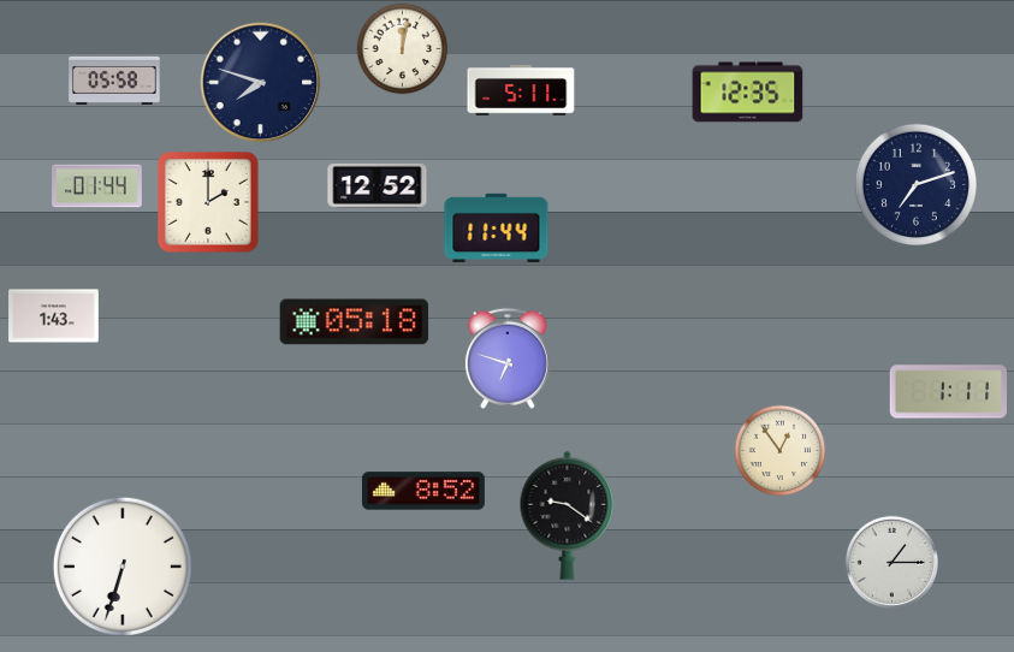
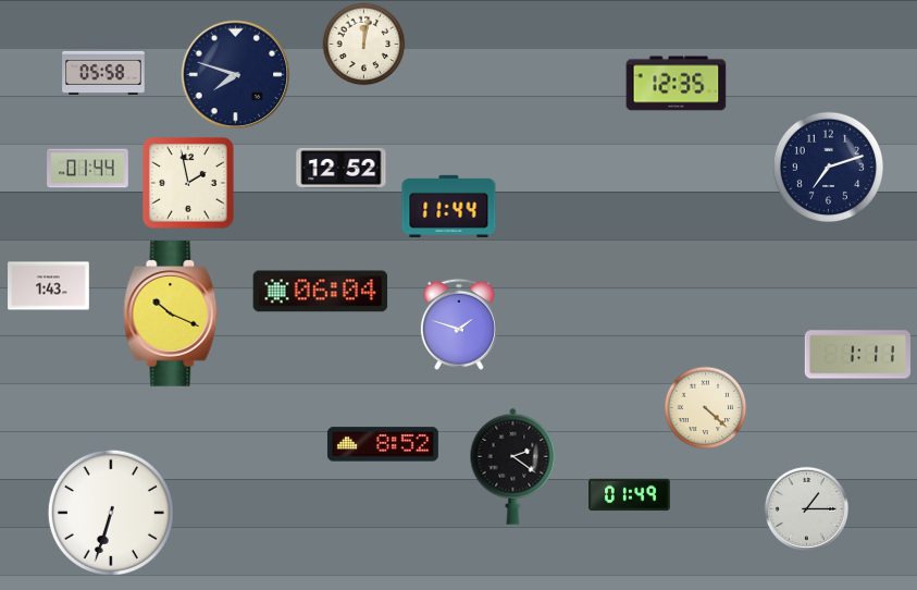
clock at (521, 90): 5:11 -> none
clock at (209, 203): 2:00 -> 1:58
clock at (355, 322): 05:18 -> 06:04
clock at (171, 314): none -> 10:19
clock at (508, 358): 6:48 -> 1:48
clock at (781, 451): 12:54 -> 4:22
clock at (568, 515): 9:21 -> 2:21
clock at (630, 495): none -> 01:49
